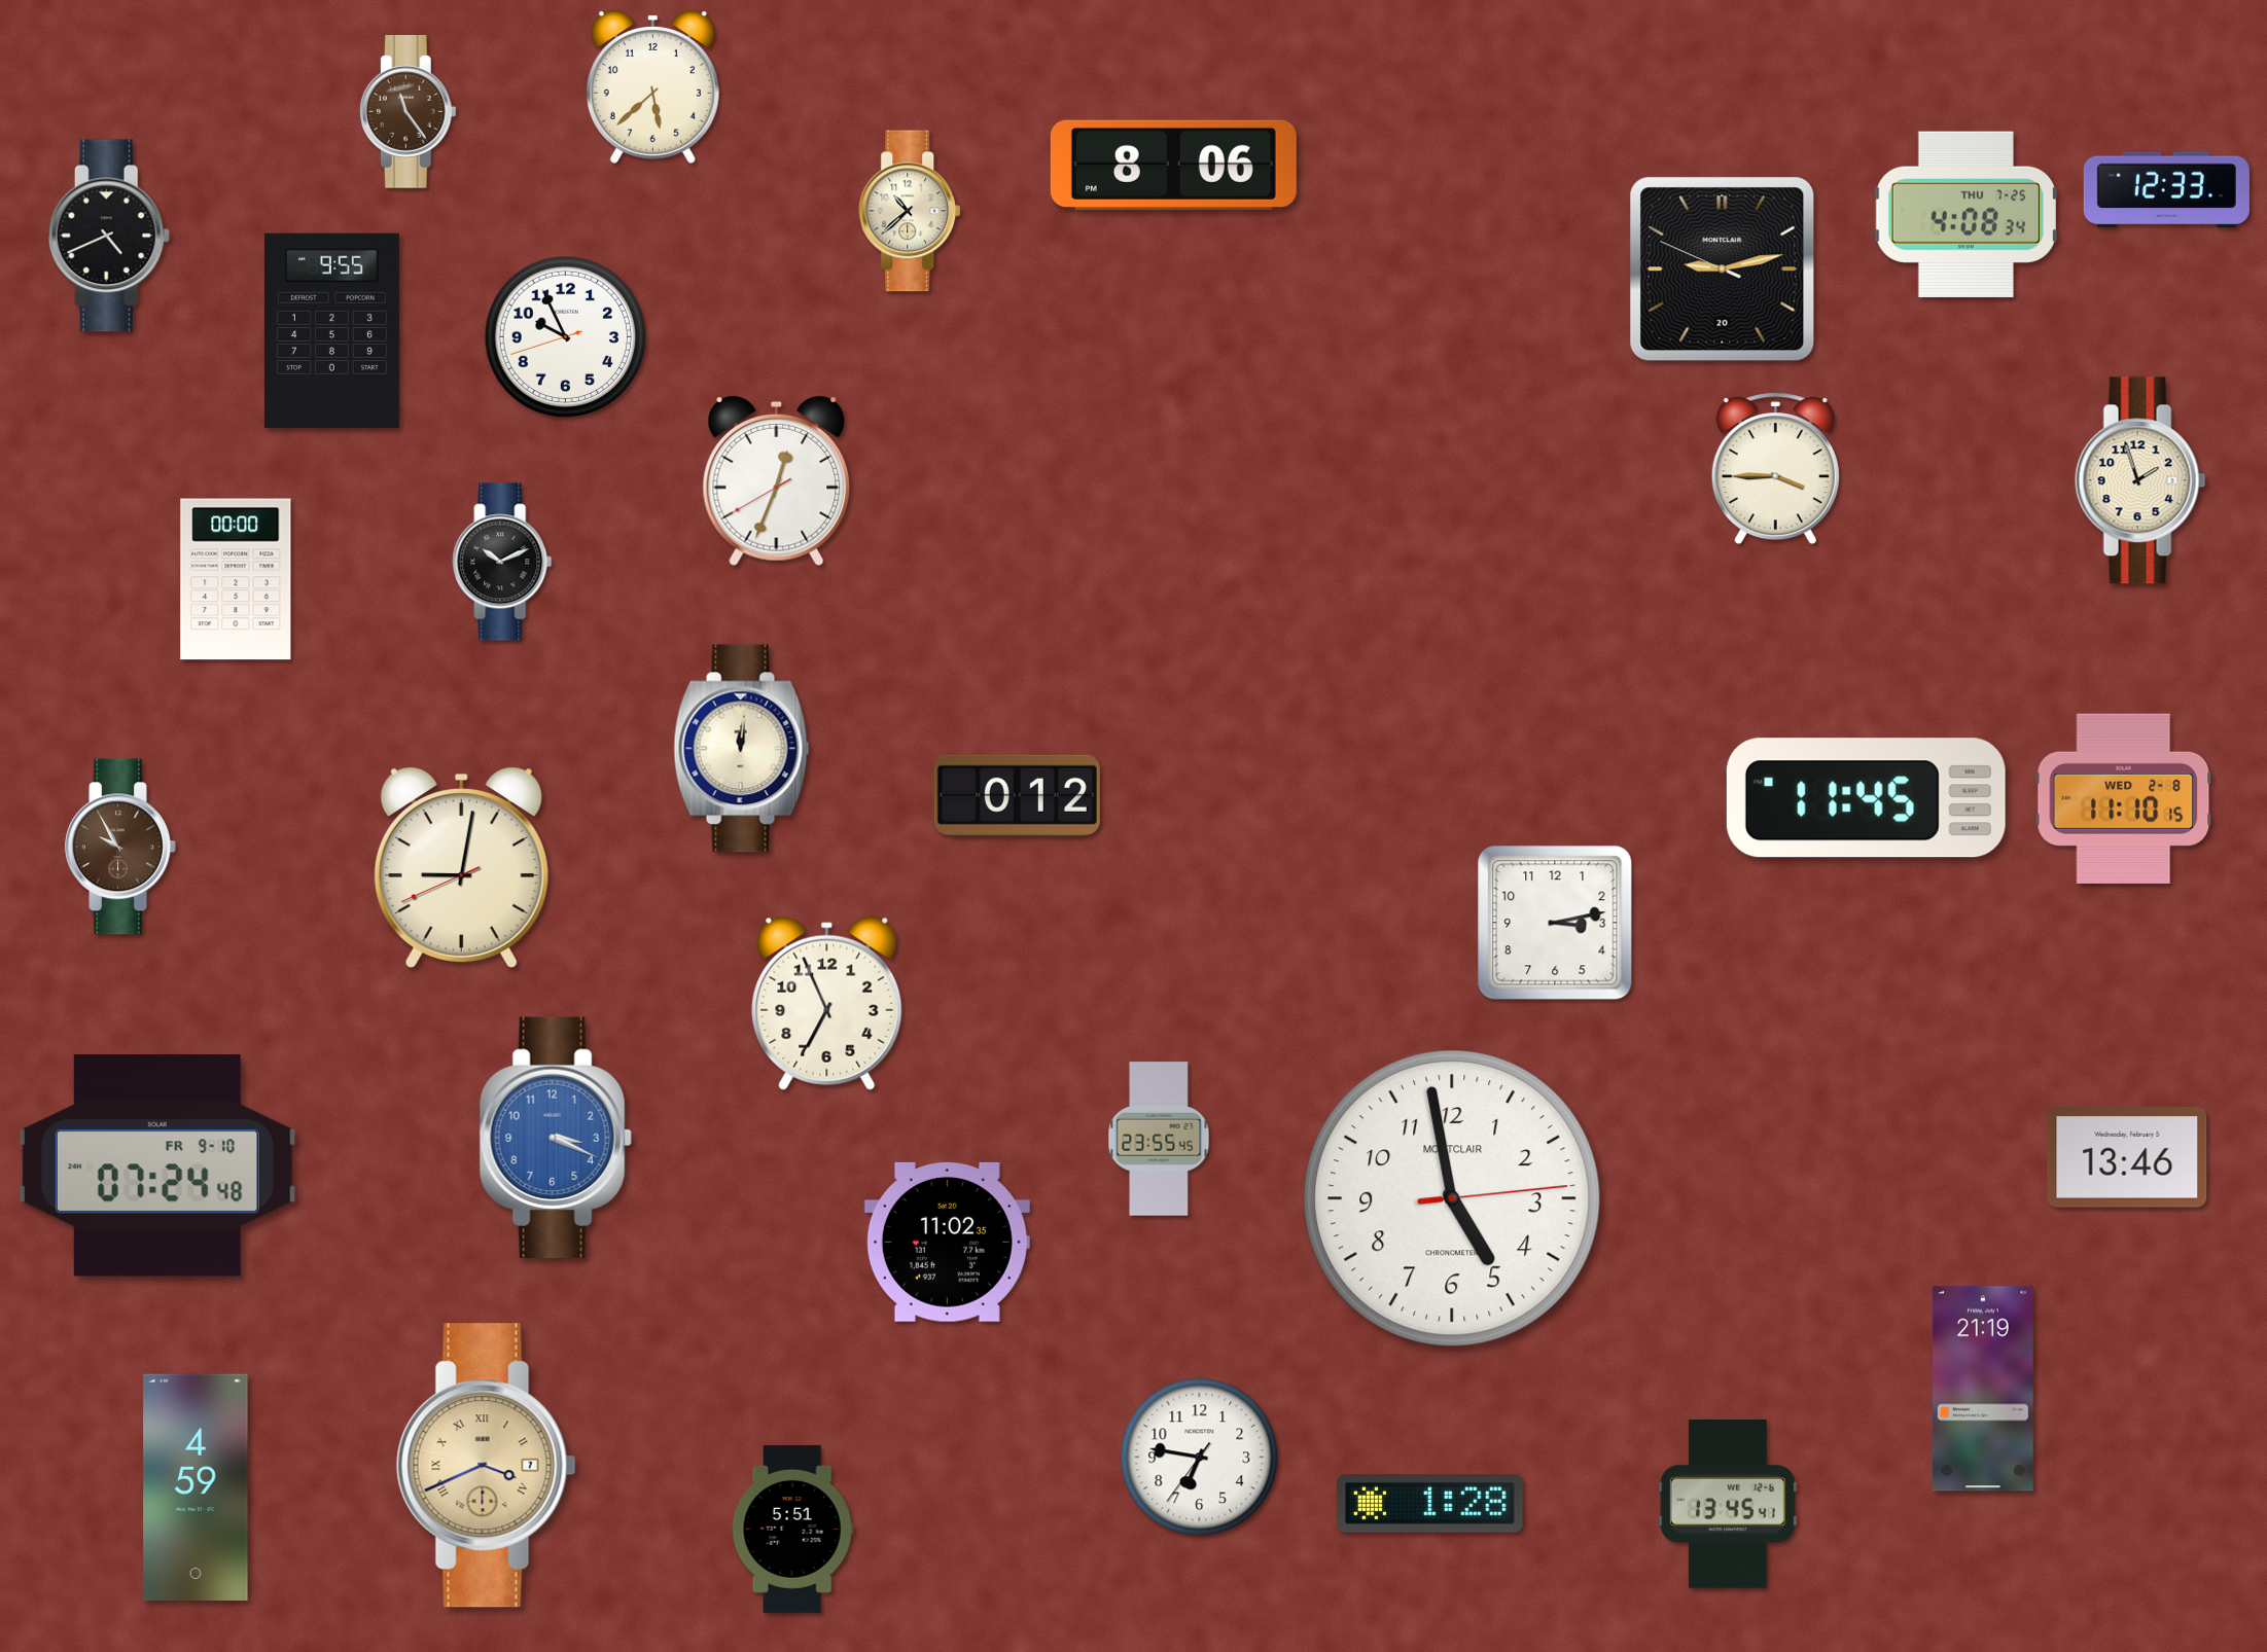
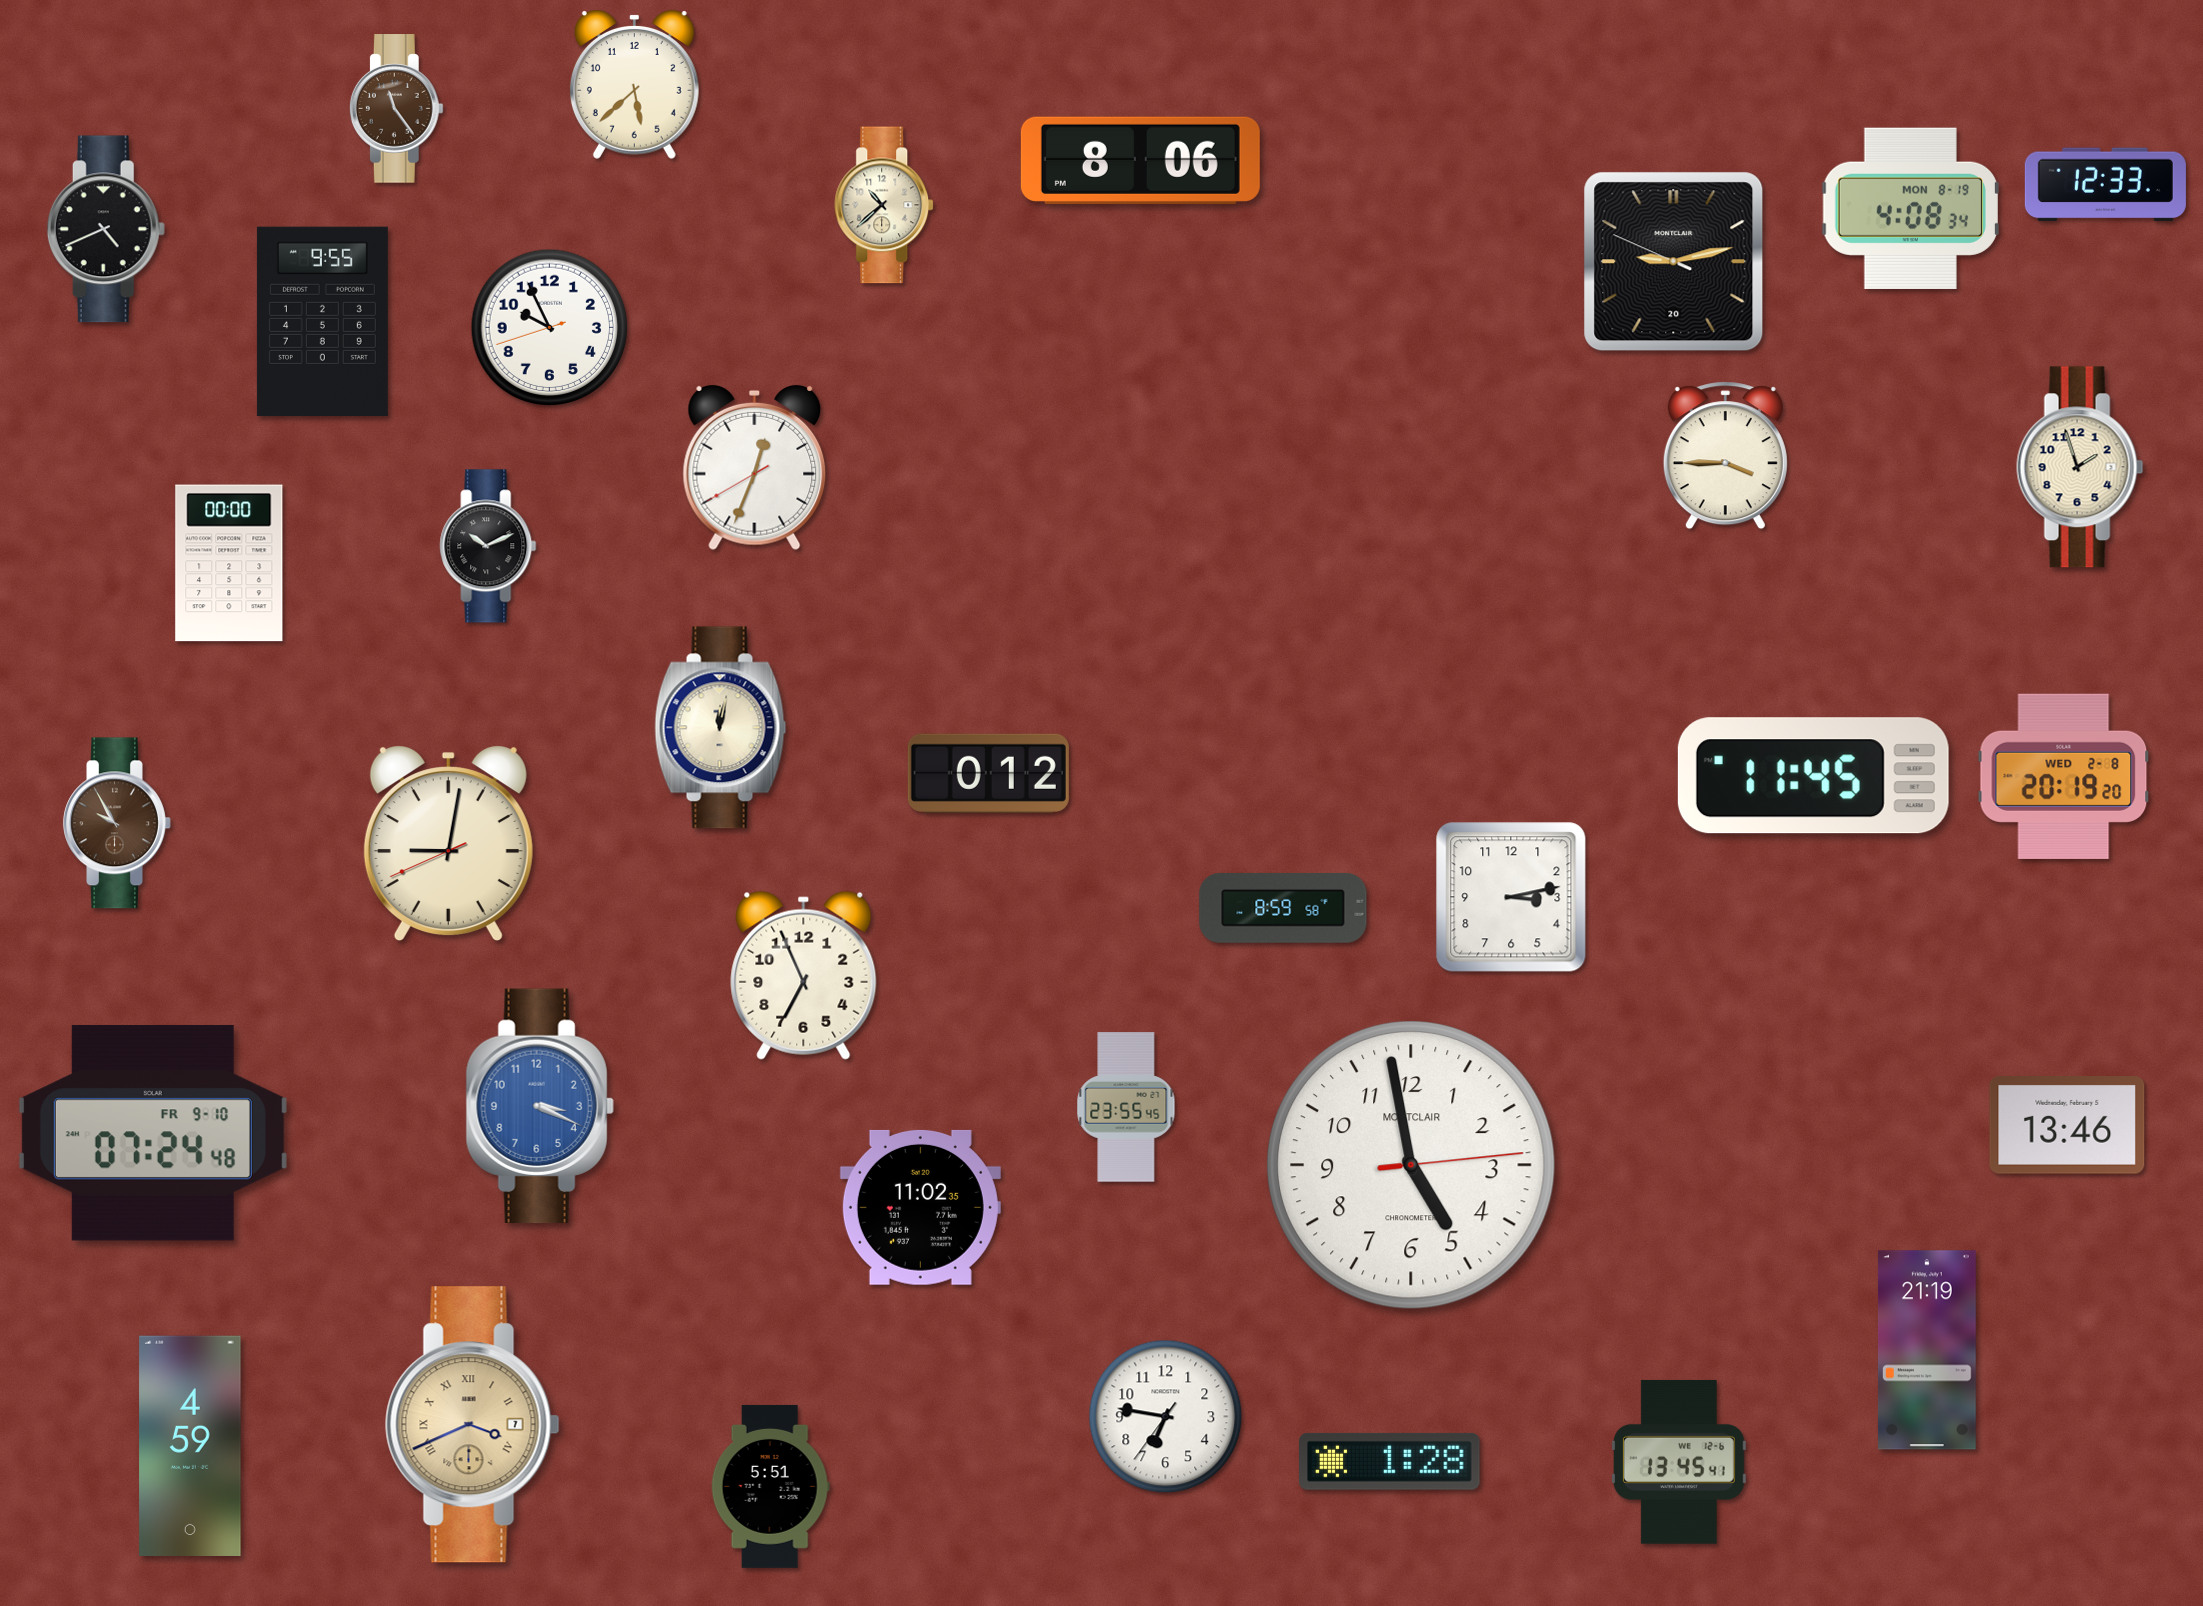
clock at (1965, 214) date: THU 7-25 -> MON 8-19
clock at (742, 749): 12:01 -> 12:02
clock at (2124, 798): 11:10 -> 20:19
clock at (1283, 908): none -> 8:59
